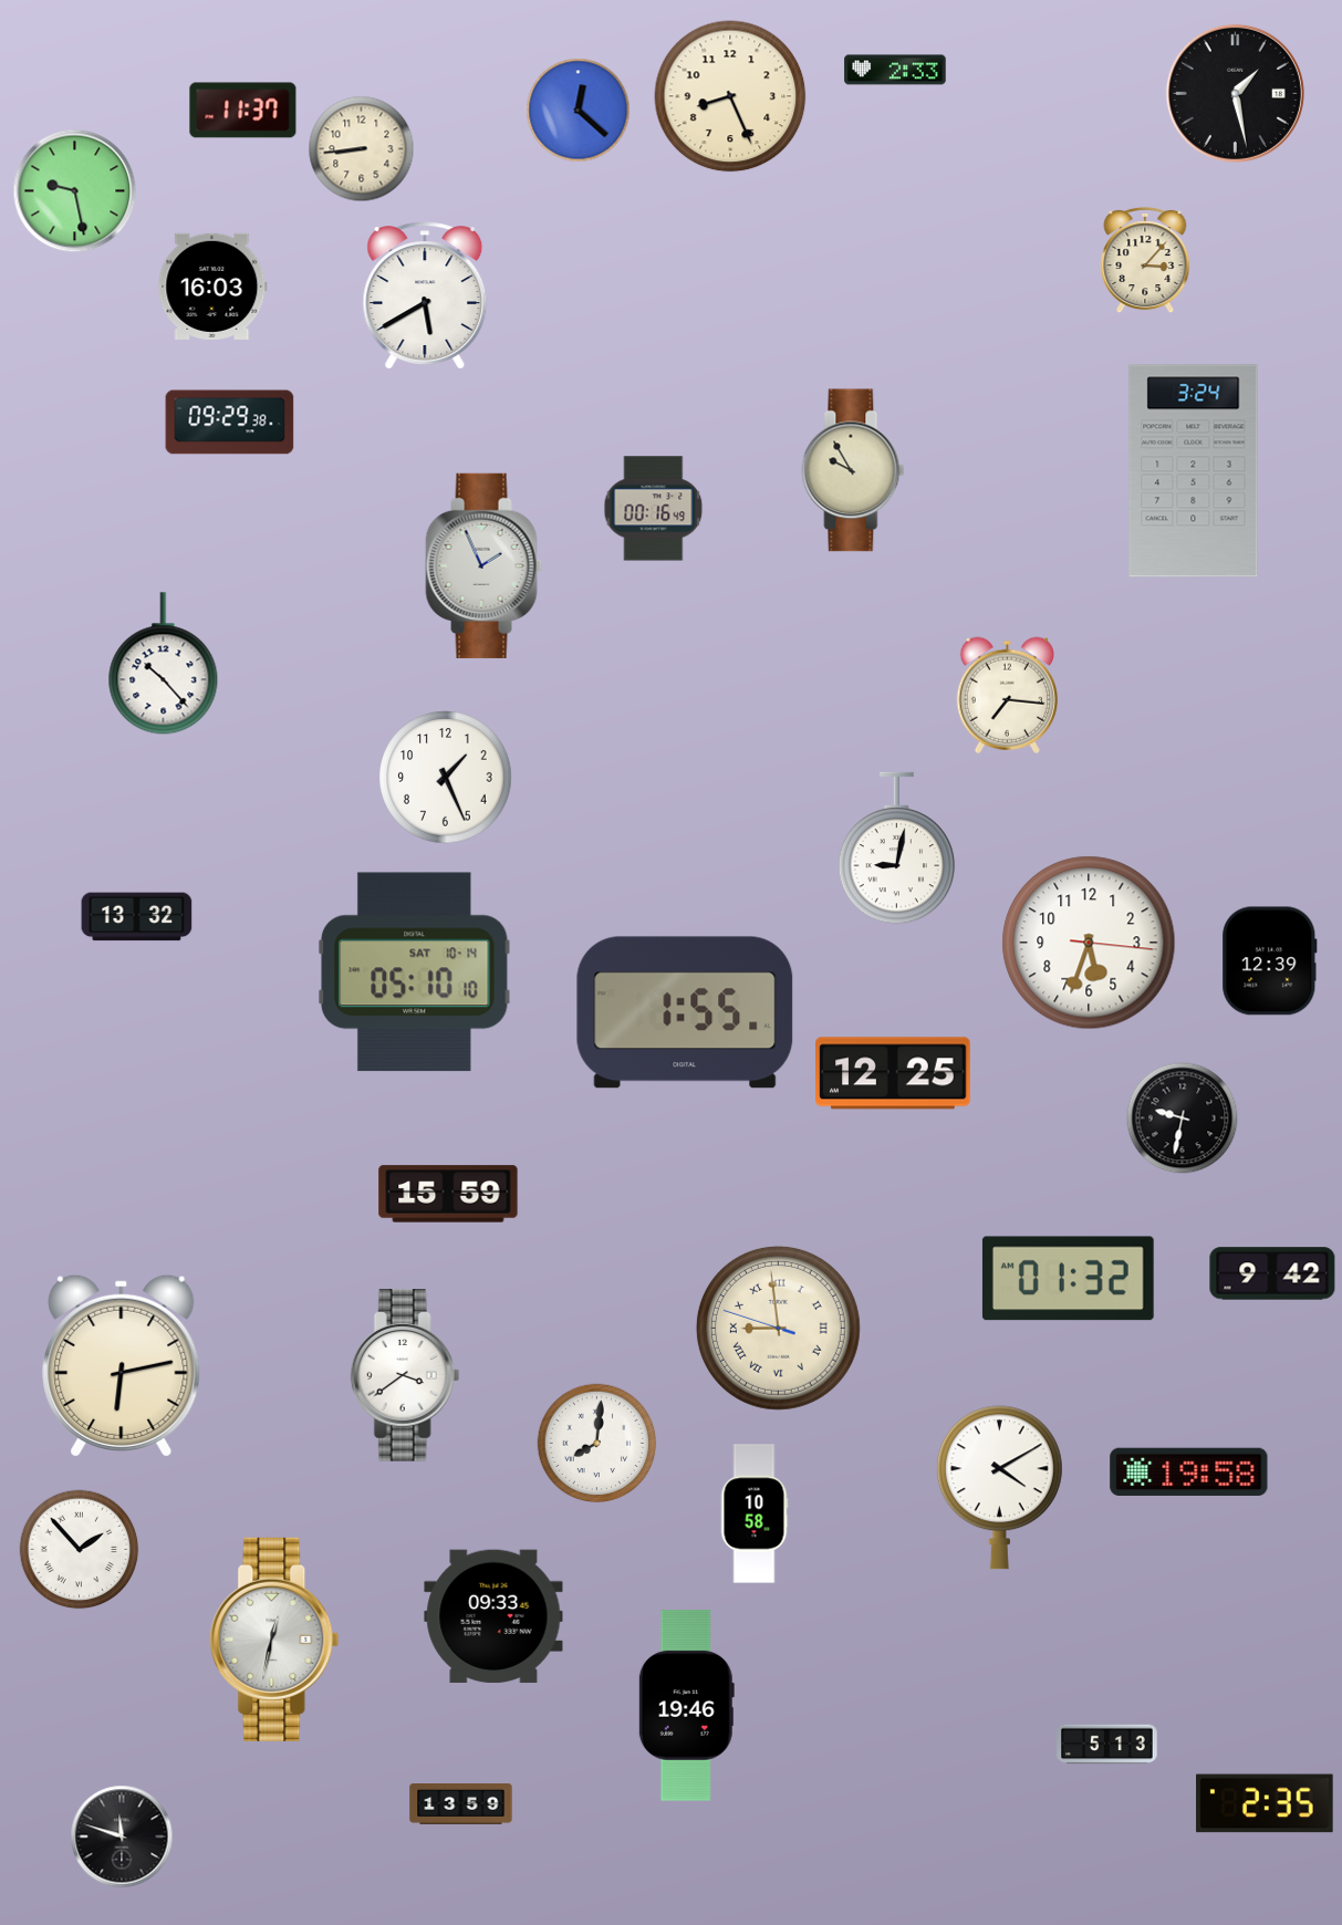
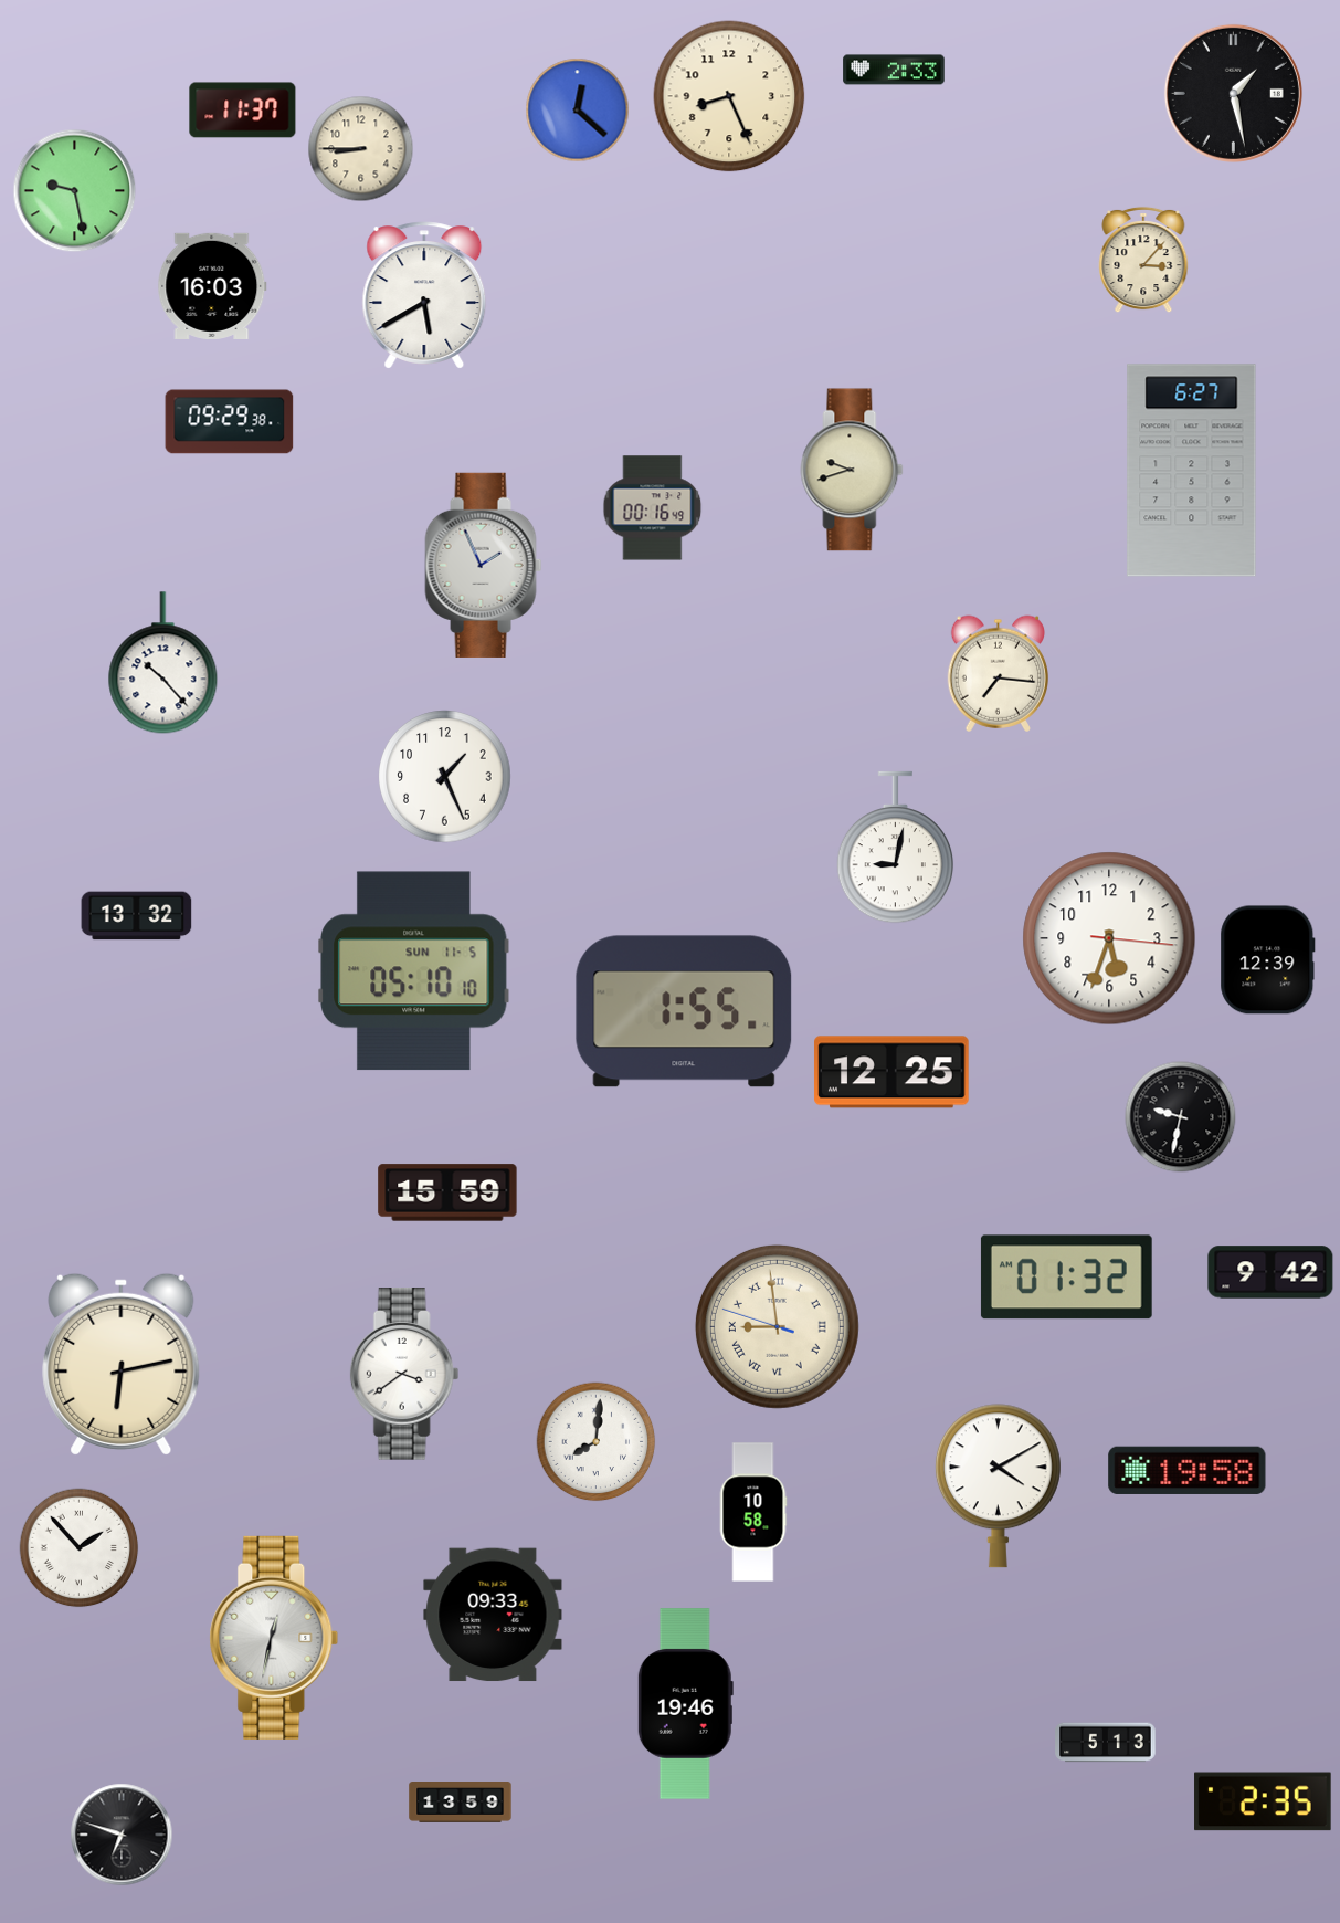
clock at (362, 149): 8:44 -> 8:45
clock at (853, 470): 9:55 -> 9:42
clock at (1194, 471): 3:24 -> 6:27
clock at (1007, 695) position: (1007, 695) -> (998, 673)
clock at (1089, 943) position: (1089, 943) -> (1109, 938)
clock at (415, 972) date: SAT 10-14 -> SUN 11-5
clock at (122, 1836): 11:48 -> 6:48
